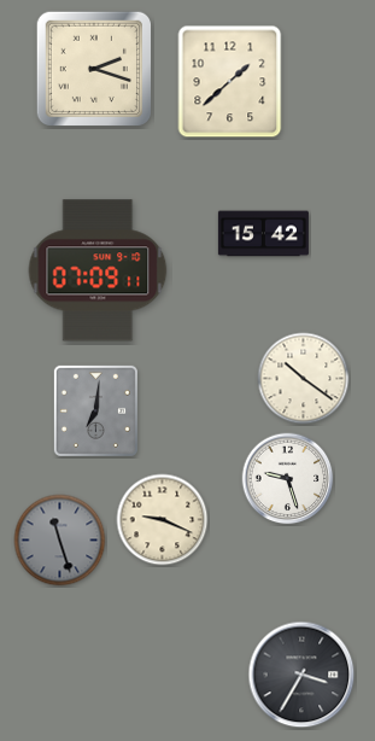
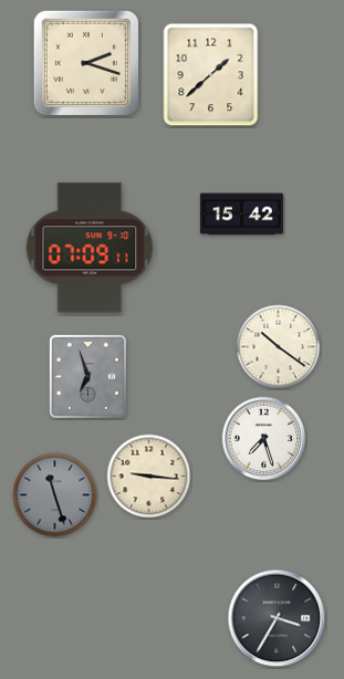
clock at (95, 410): 7:01 -> 6:57
clock at (288, 479): 9:27 -> 7:27
clock at (163, 520): 9:19 -> 9:16
